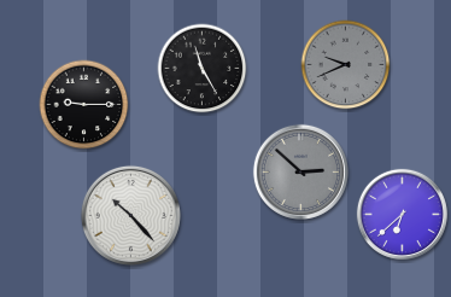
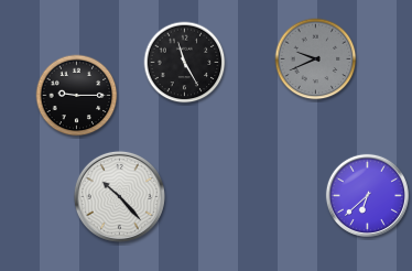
clock at (300, 171): 2:52 -> none
